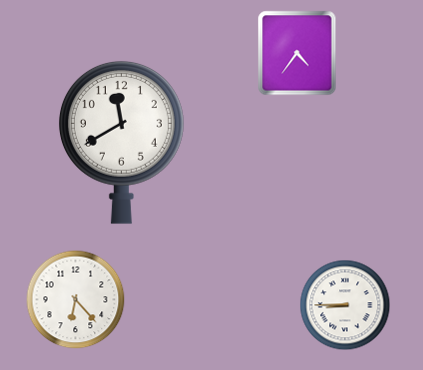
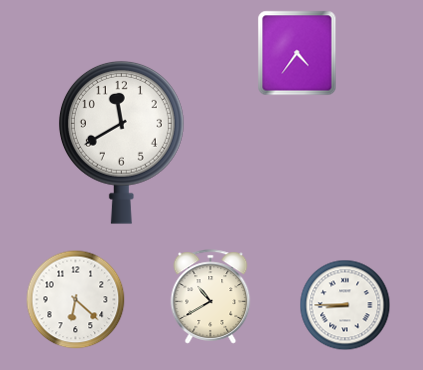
clock at (211, 297): none -> 10:40
clock at (76, 300): 6:23 -> 6:22
